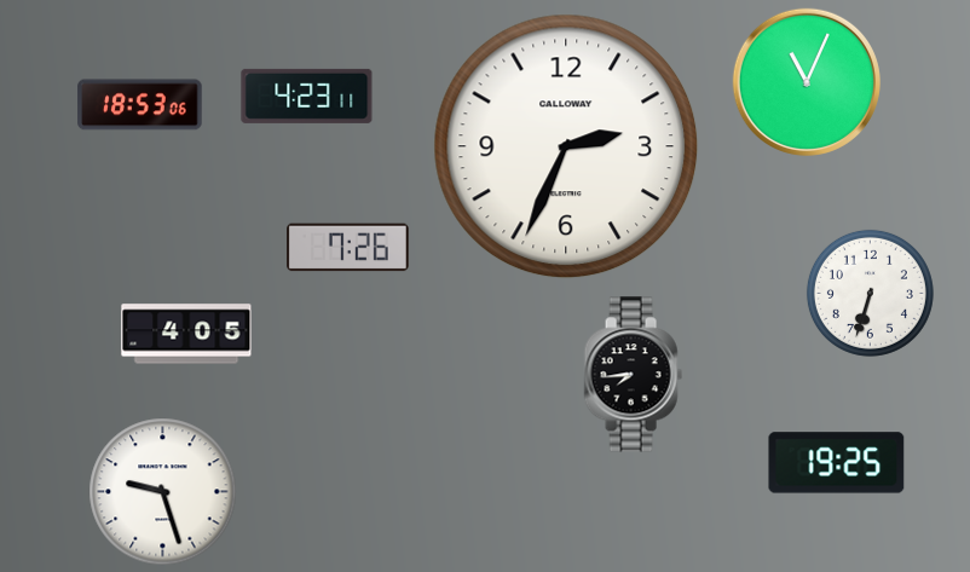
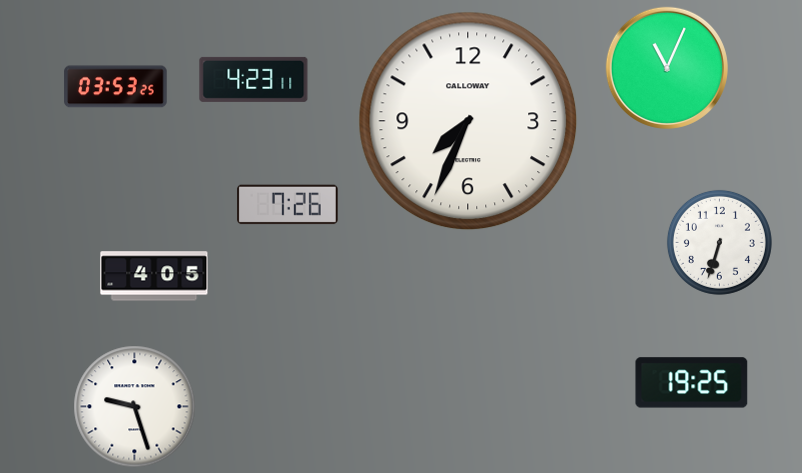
clock at (140, 105): 18:53 -> 03:53
clock at (566, 146): 2:34 -> 7:34
clock at (633, 375): 7:44 -> none
